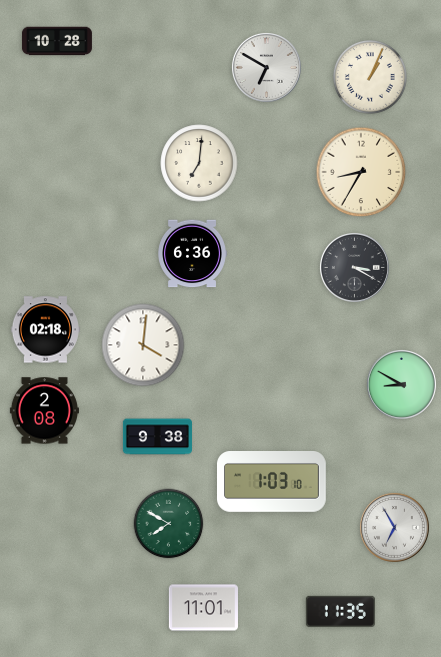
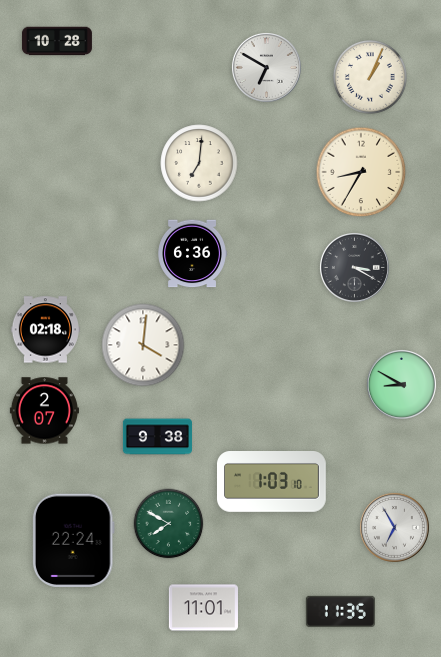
clock at (44, 411): 2:08 -> 2:07
clock at (73, 540): none -> 22:24
